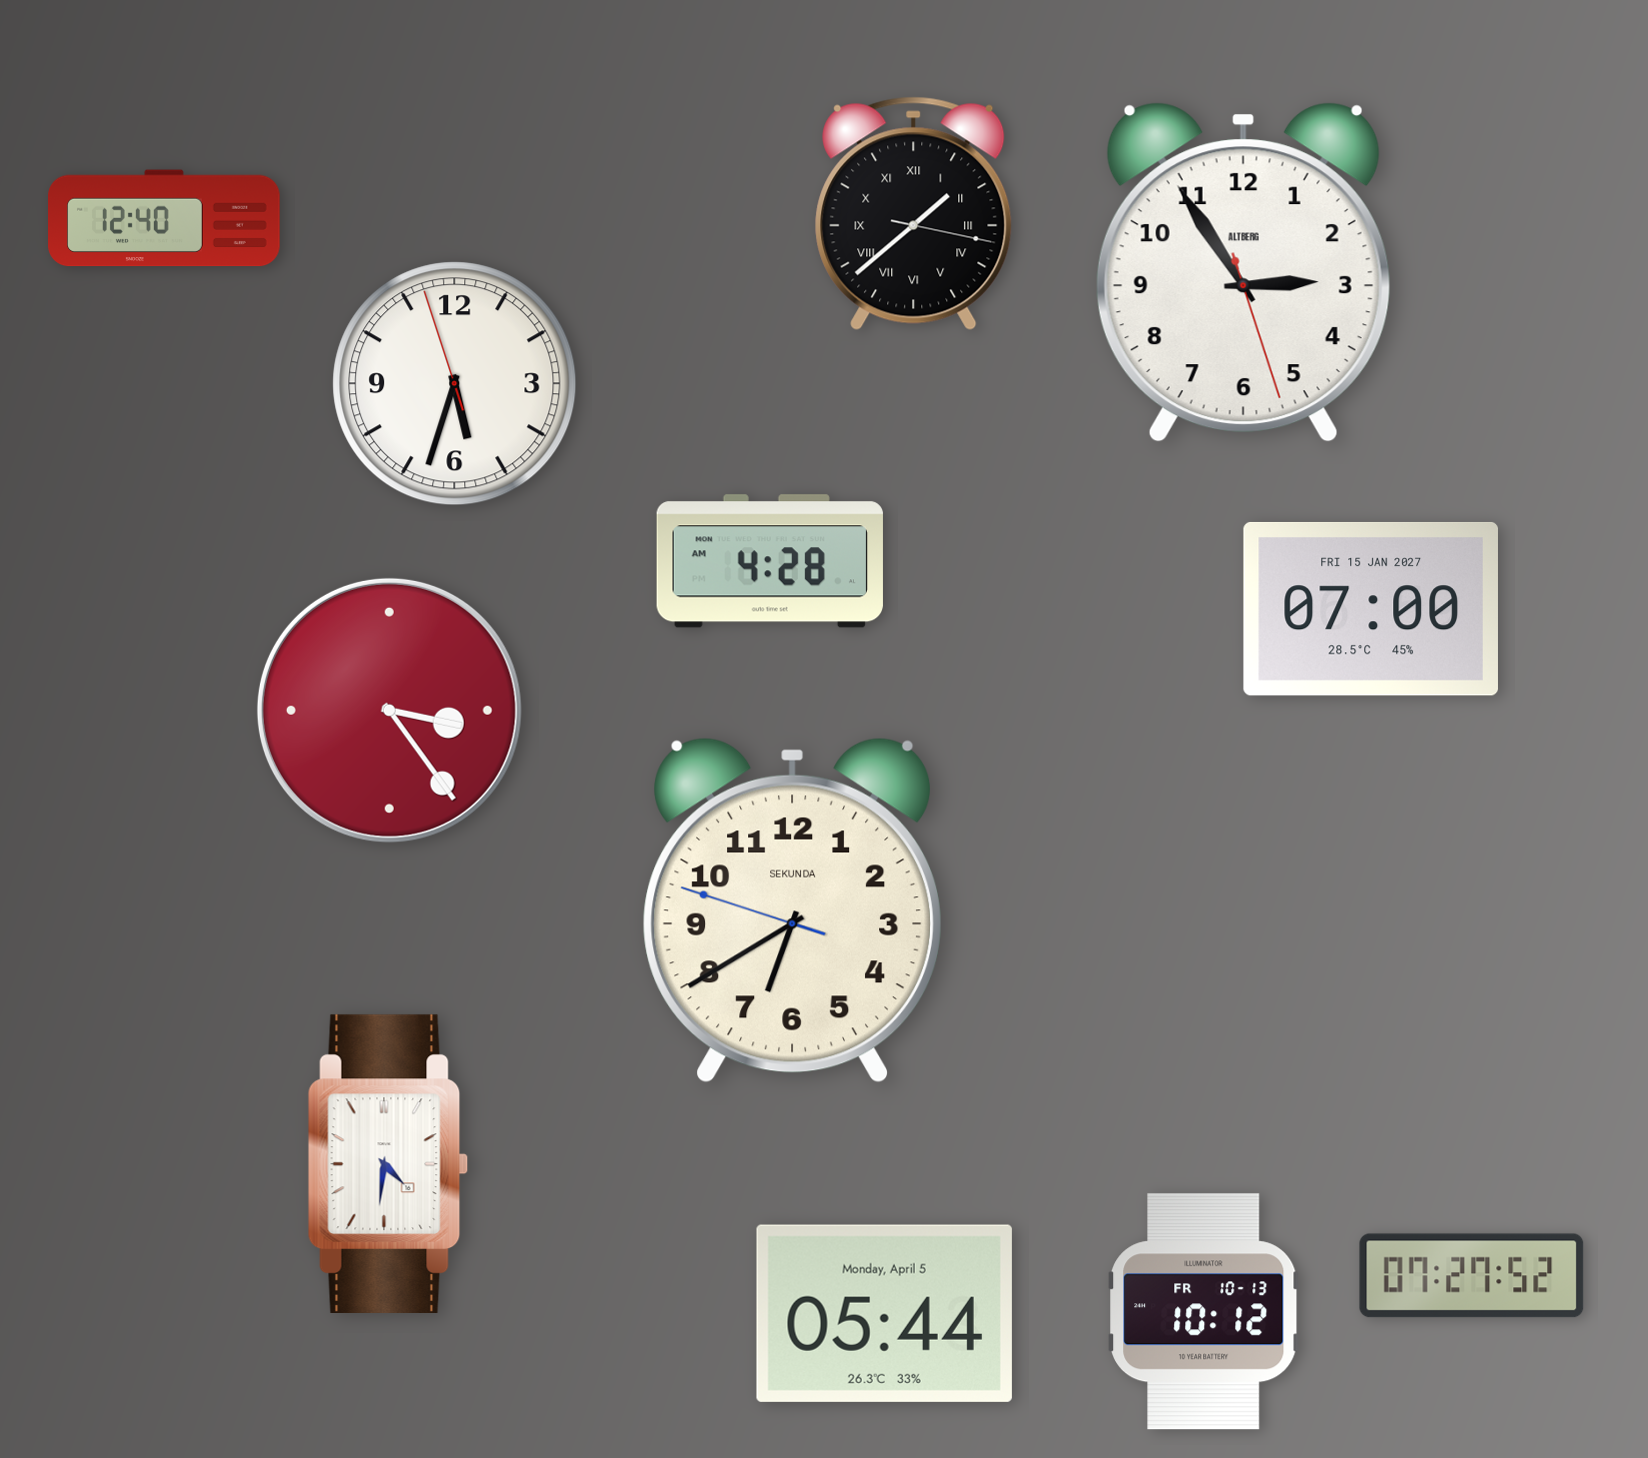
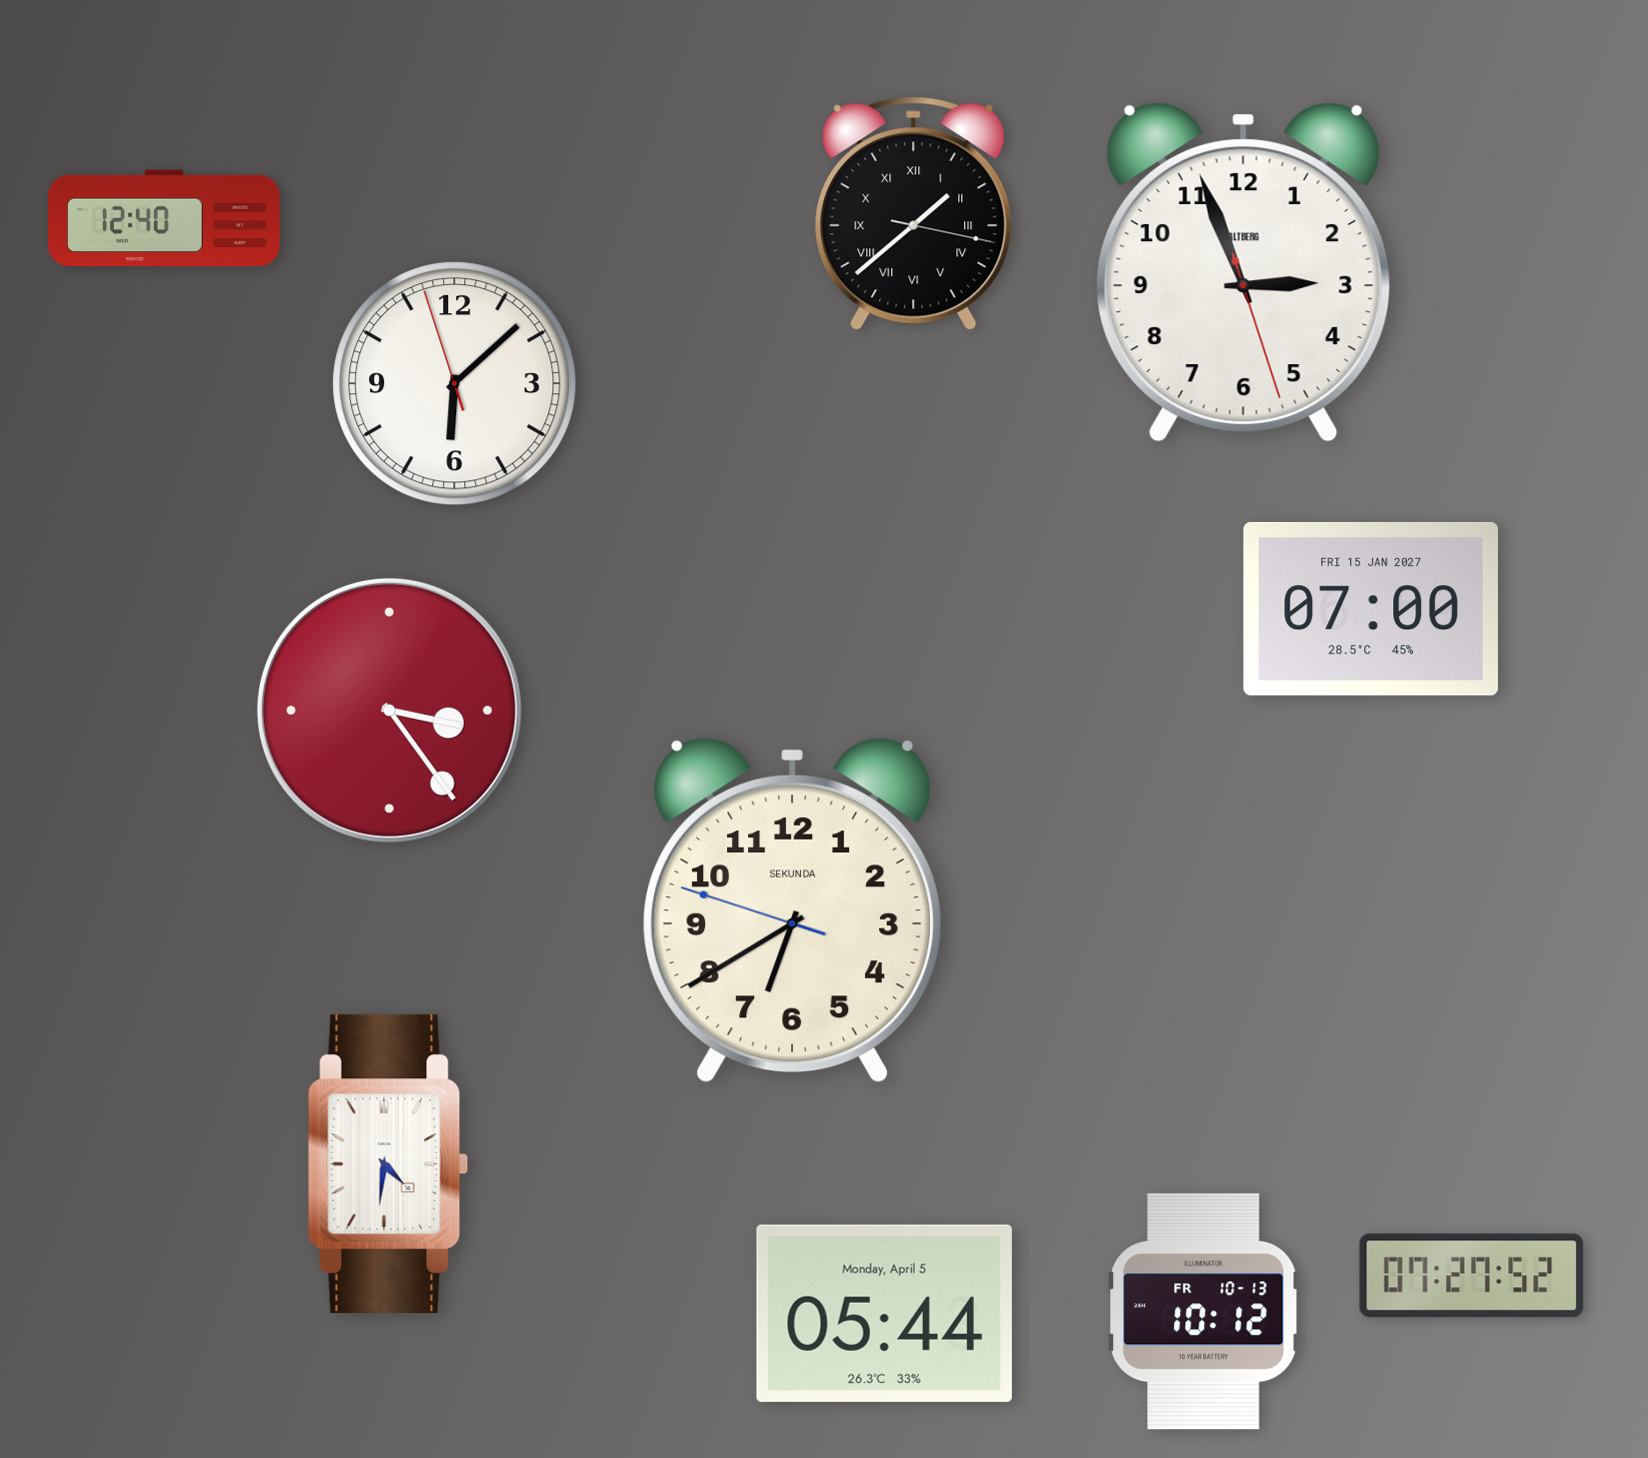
clock at (1243, 273): 2:54 -> 2:56
clock at (455, 384): 5:32 -> 6:07
clock at (770, 561): 4:28 -> none
